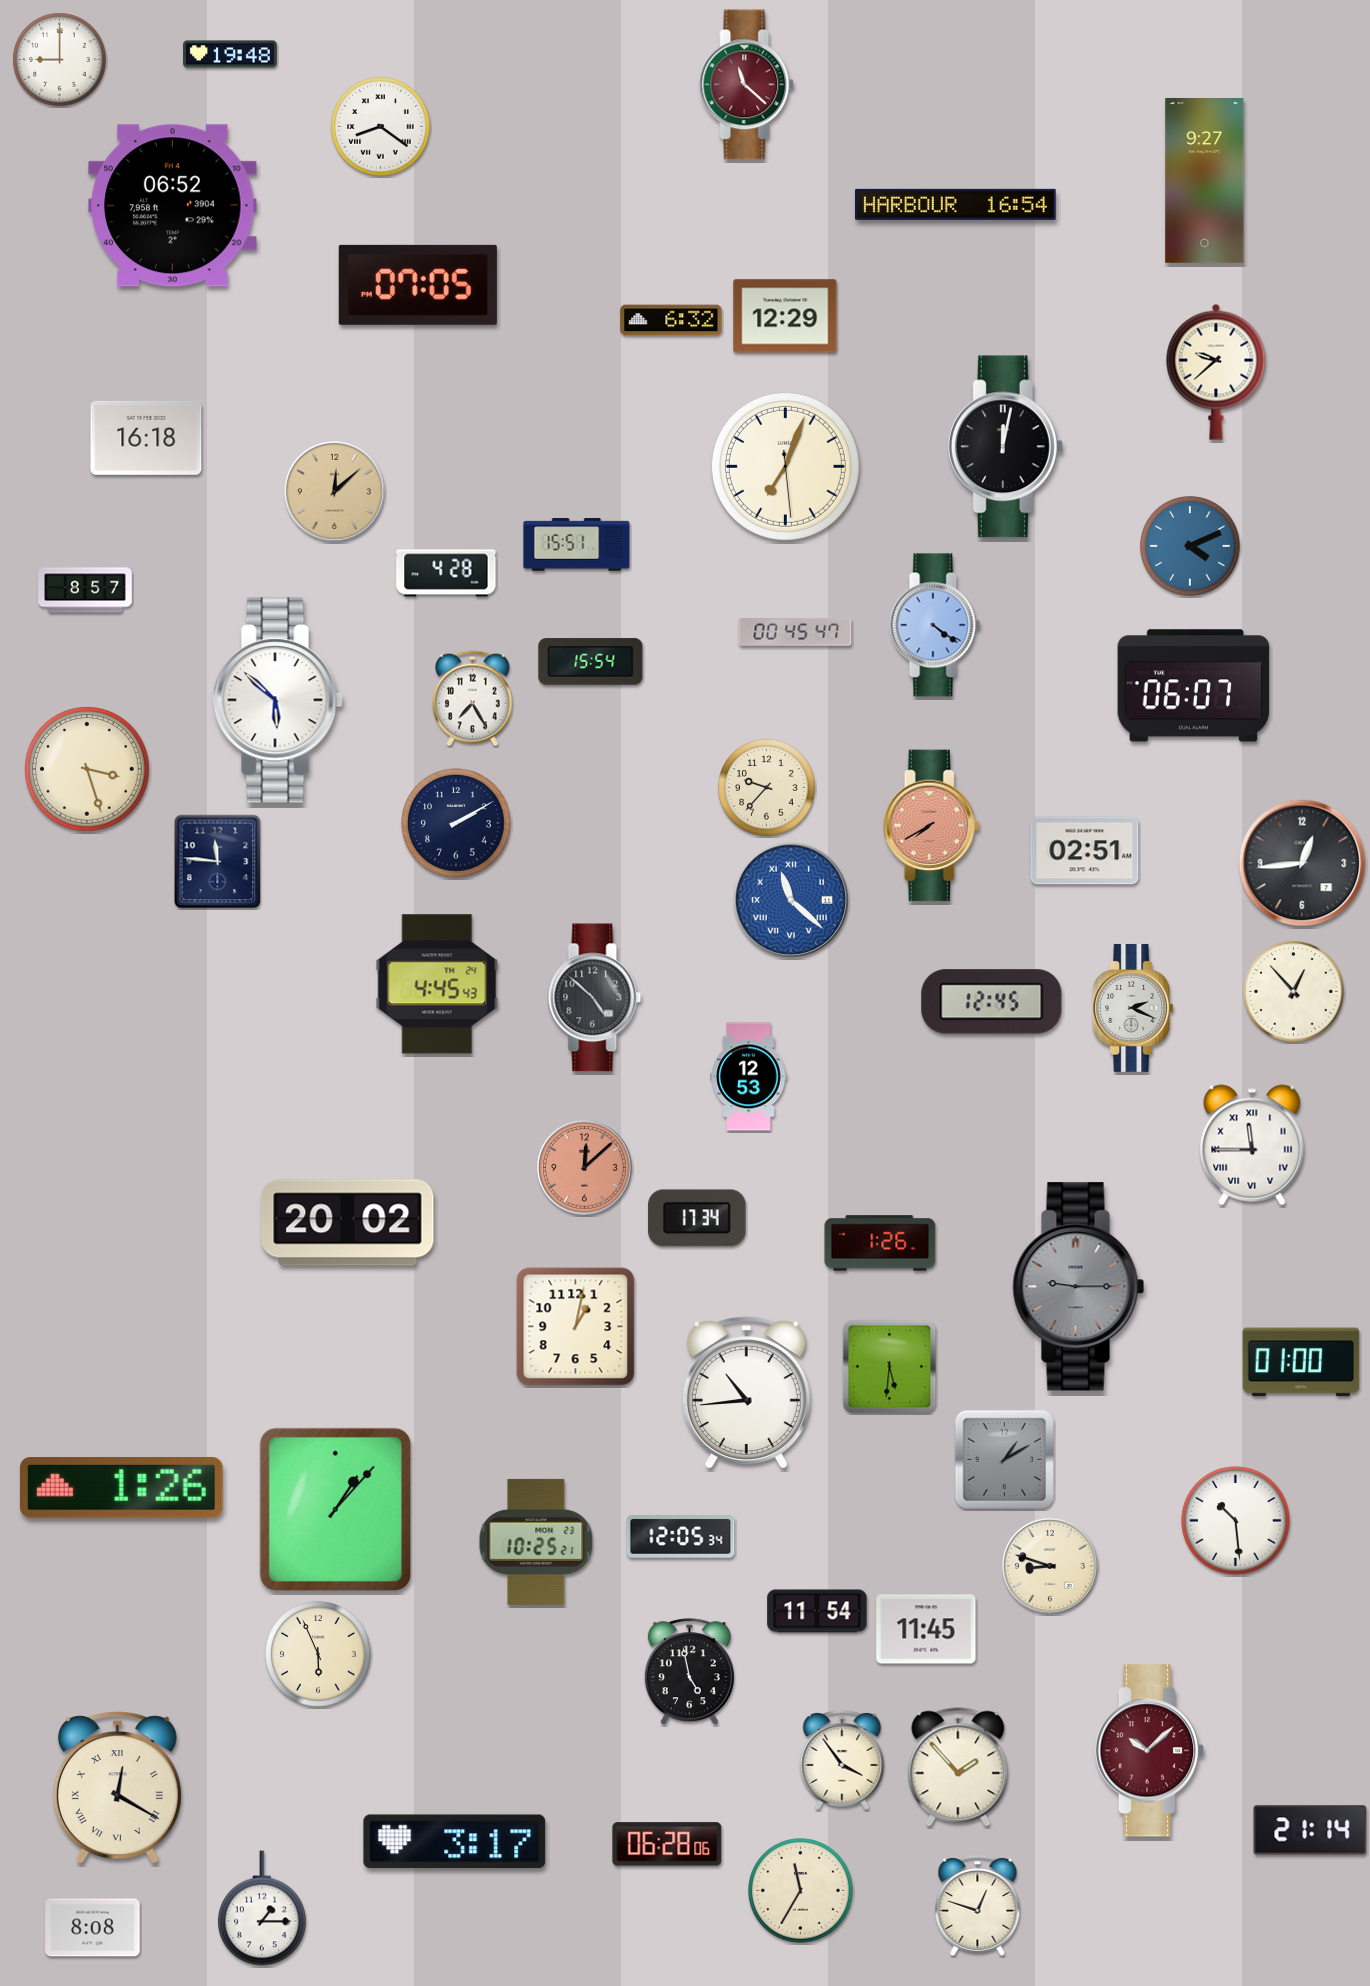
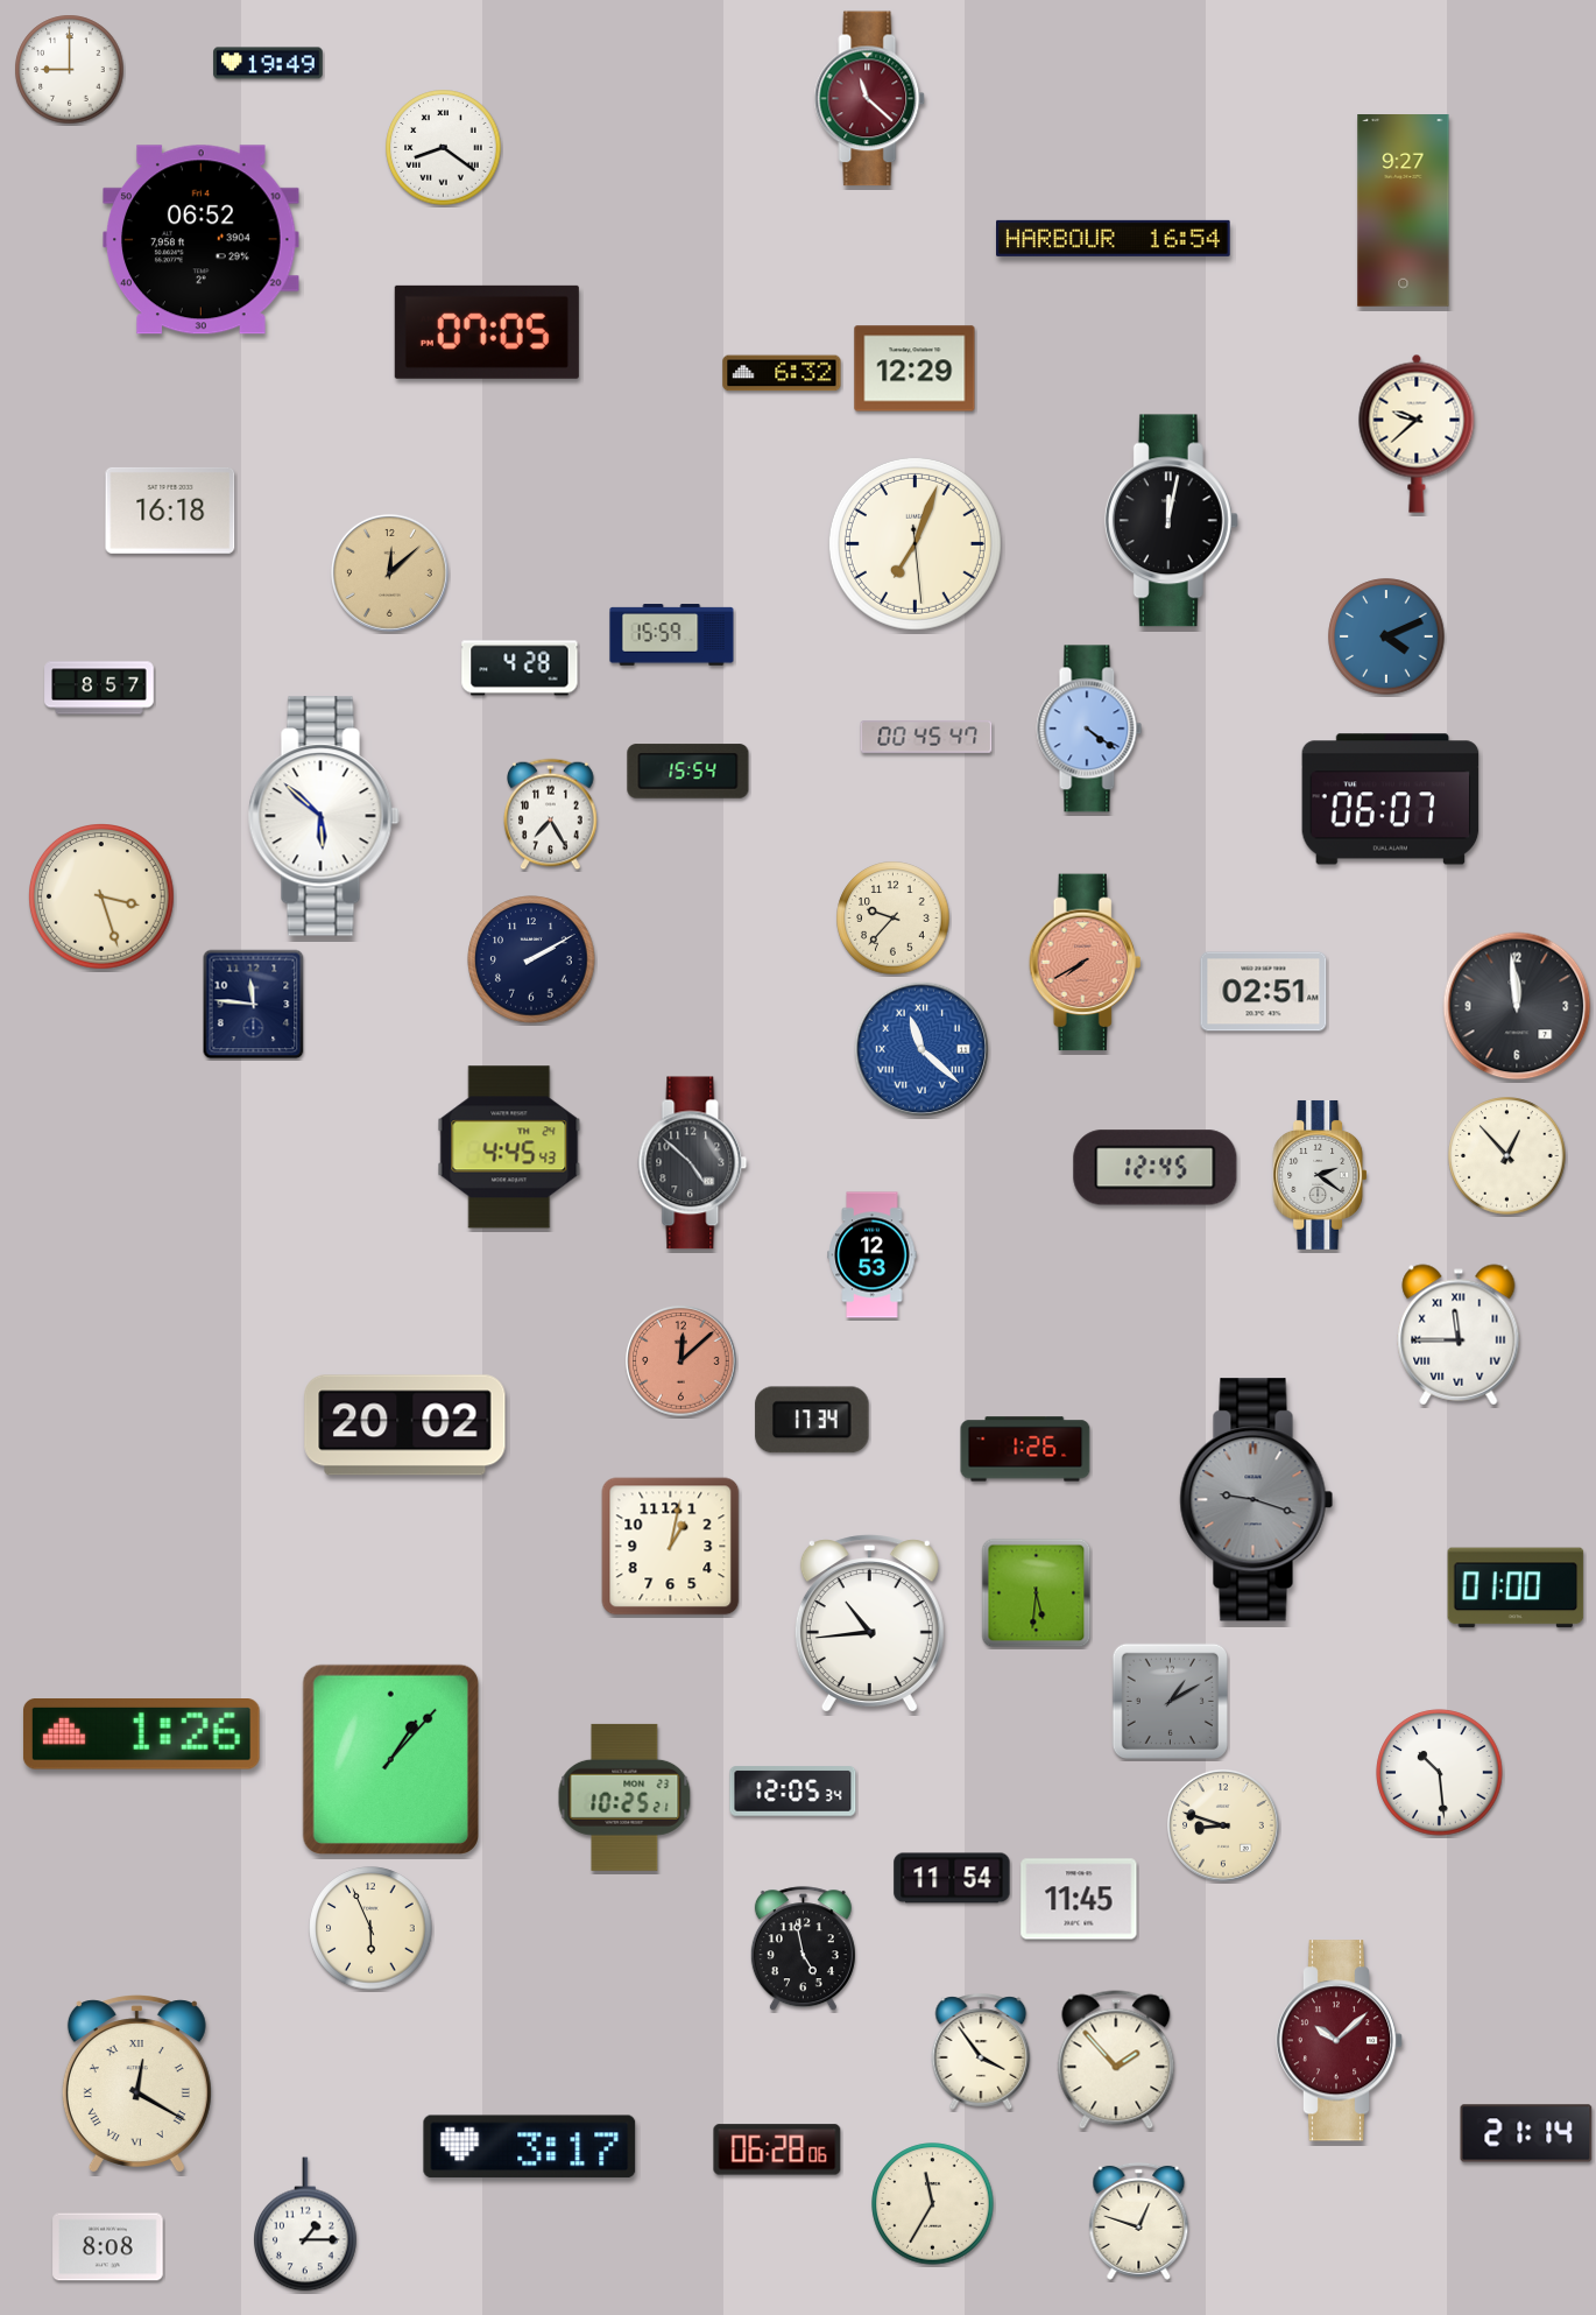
clock at (230, 54): 19:48 -> 19:49
clock at (577, 545): 15:51 -> 15:59
clock at (1302, 863): 12:44 -> 11:59
clock at (1133, 1008): 2:19 -> 2:21
clock at (1079, 1287): 9:15 -> 9:18
